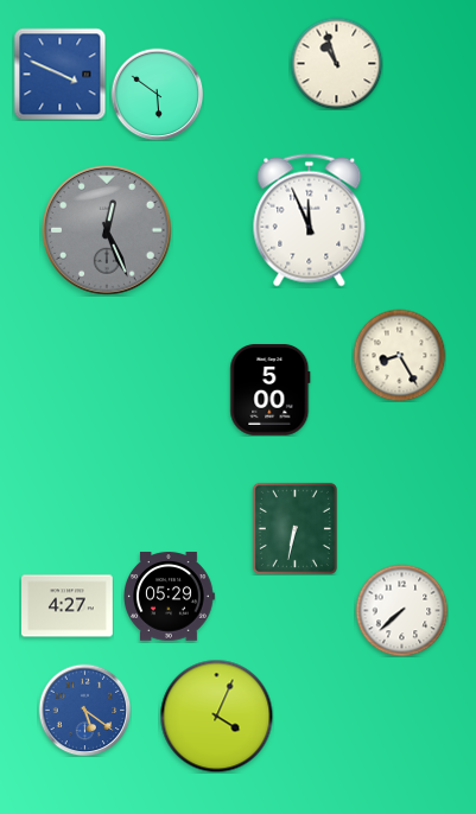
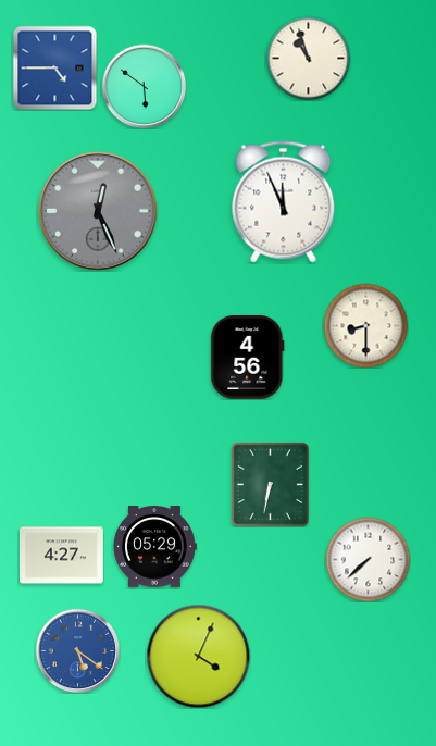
clock at (59, 74): 3:49 -> 4:45
clock at (399, 355): 8:25 -> 8:30
clock at (271, 389): 5:00 -> 4:56
